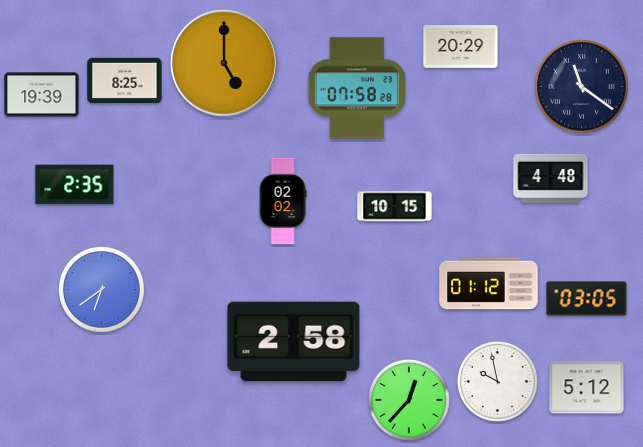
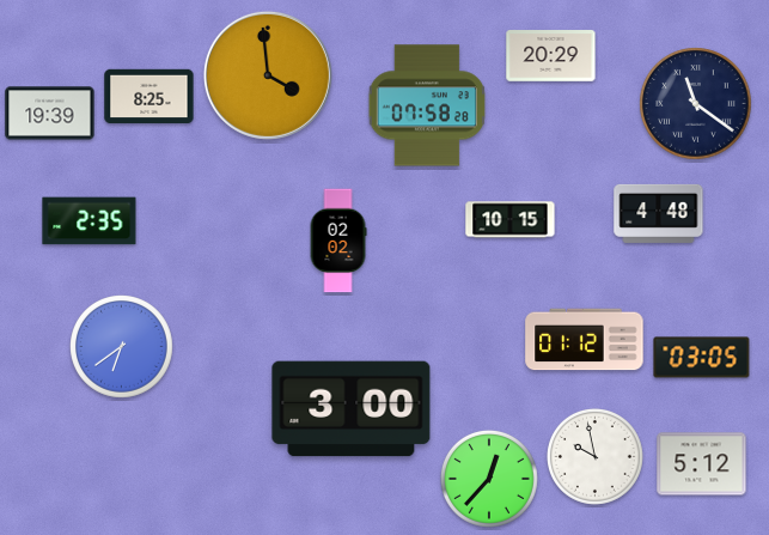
clock at (224, 63): 5:00 -> 3:59
clock at (395, 207) position: (395, 207) -> (511, 220)
clock at (294, 342): 2:58 -> 3:00
